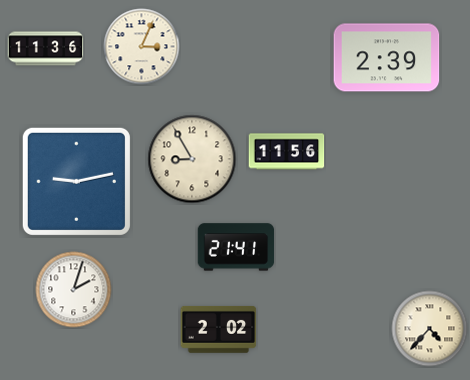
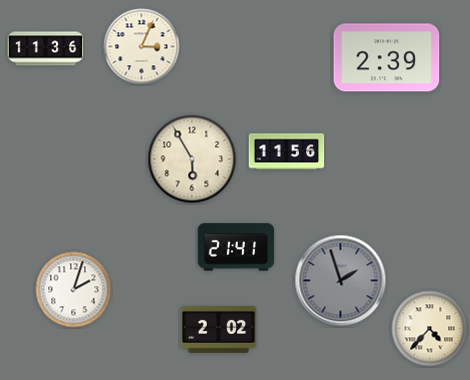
clock at (192, 159): 8:55 -> 5:55
clock at (76, 181): 9:13 -> none
clock at (341, 281): none -> 1:57
